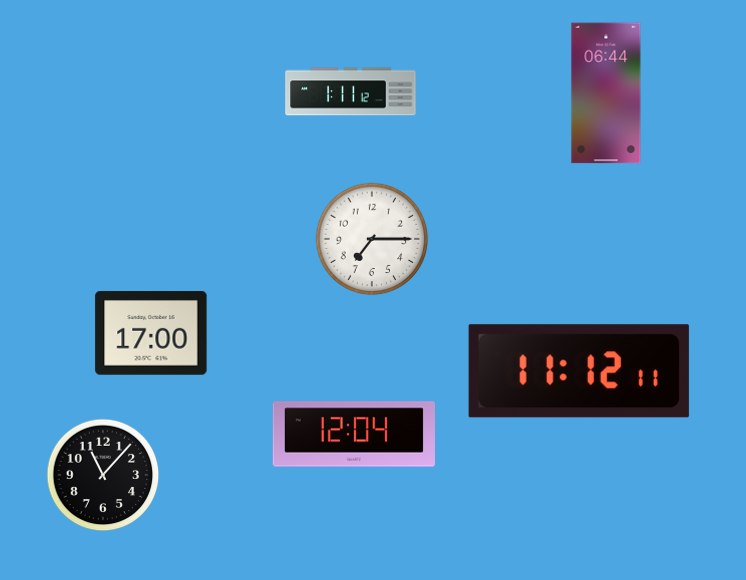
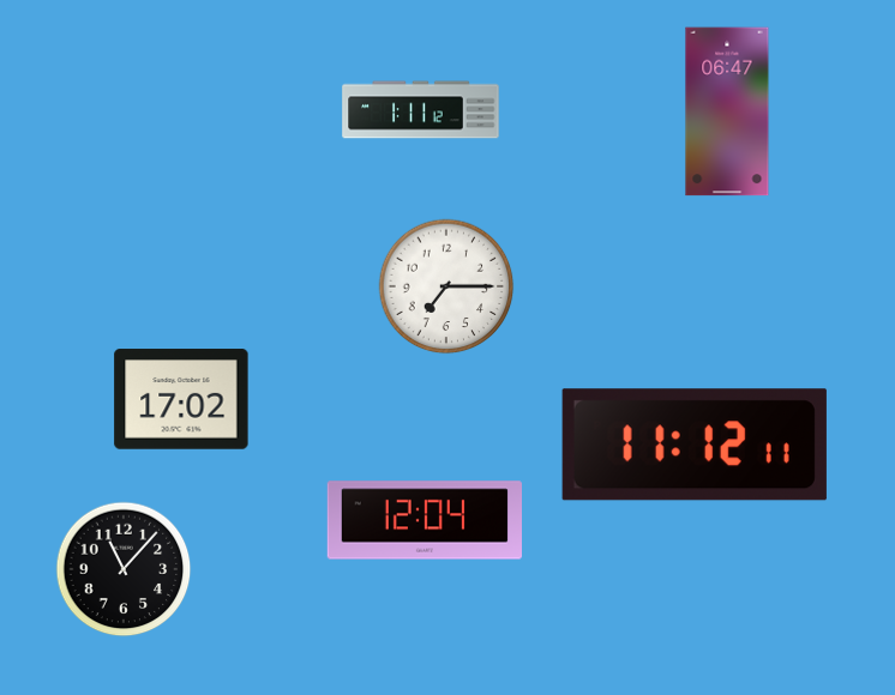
clock at (606, 93): 06:44 -> 06:47
clock at (151, 333): 17:00 -> 17:02
